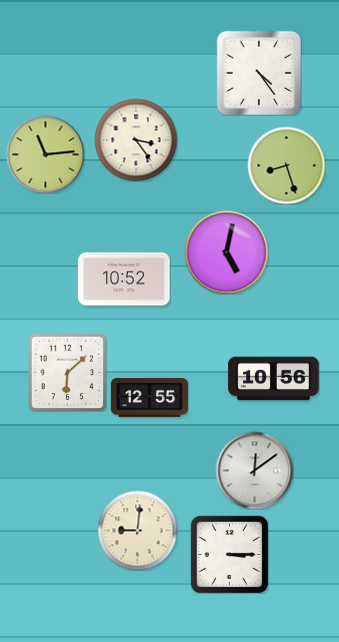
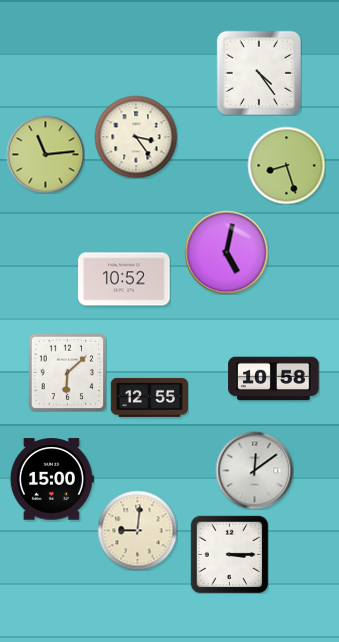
clock at (136, 140) position: (136, 140) -> (136, 137)
clock at (274, 379): 10:56 -> 10:58
clock at (52, 479): none -> 15:00
